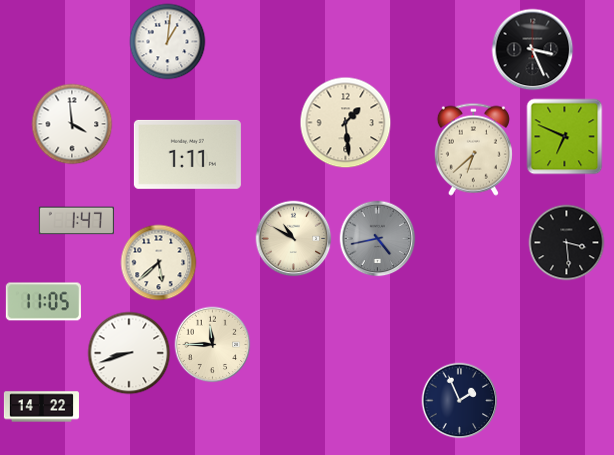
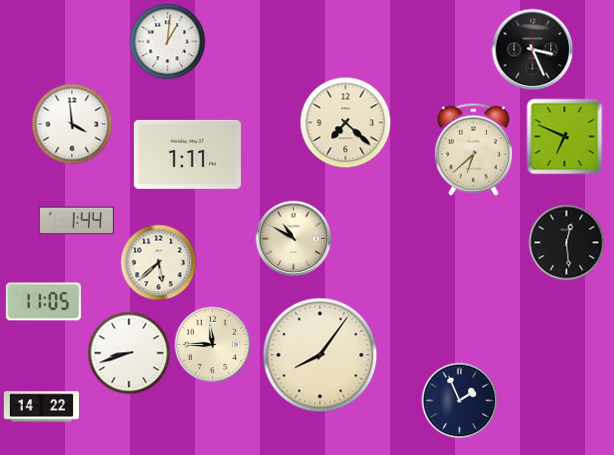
clock at (346, 123): 1:29 -> 7:22
clock at (76, 221): 1:47 -> 1:44
clock at (378, 239): 4:43 -> none
clock at (567, 243): 3:29 -> 12:29
clock at (320, 355): none -> 8:06
